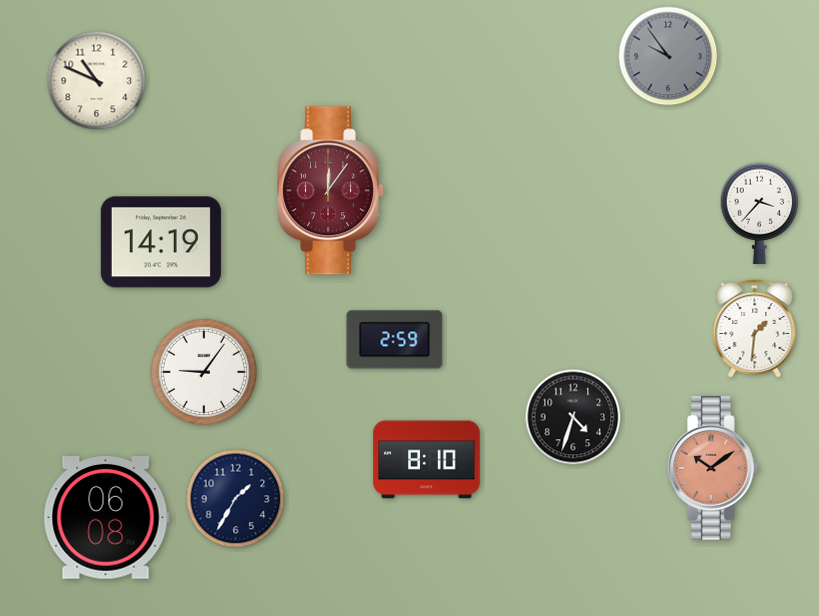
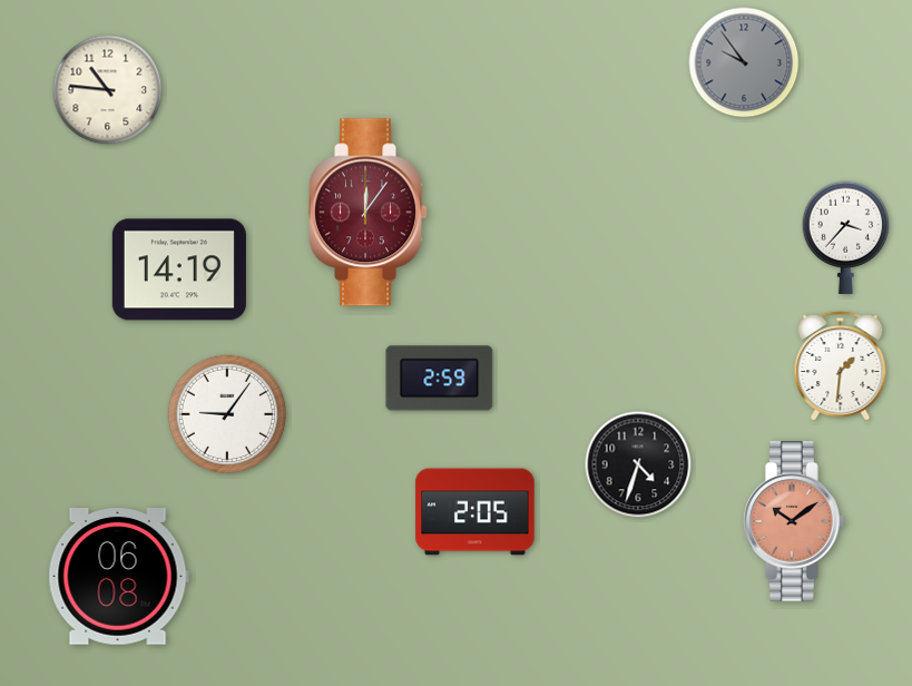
clock at (97, 81): 10:49 -> 10:46
clock at (427, 460): 8:10 -> 2:05
clock at (236, 499): 1:35 -> none
